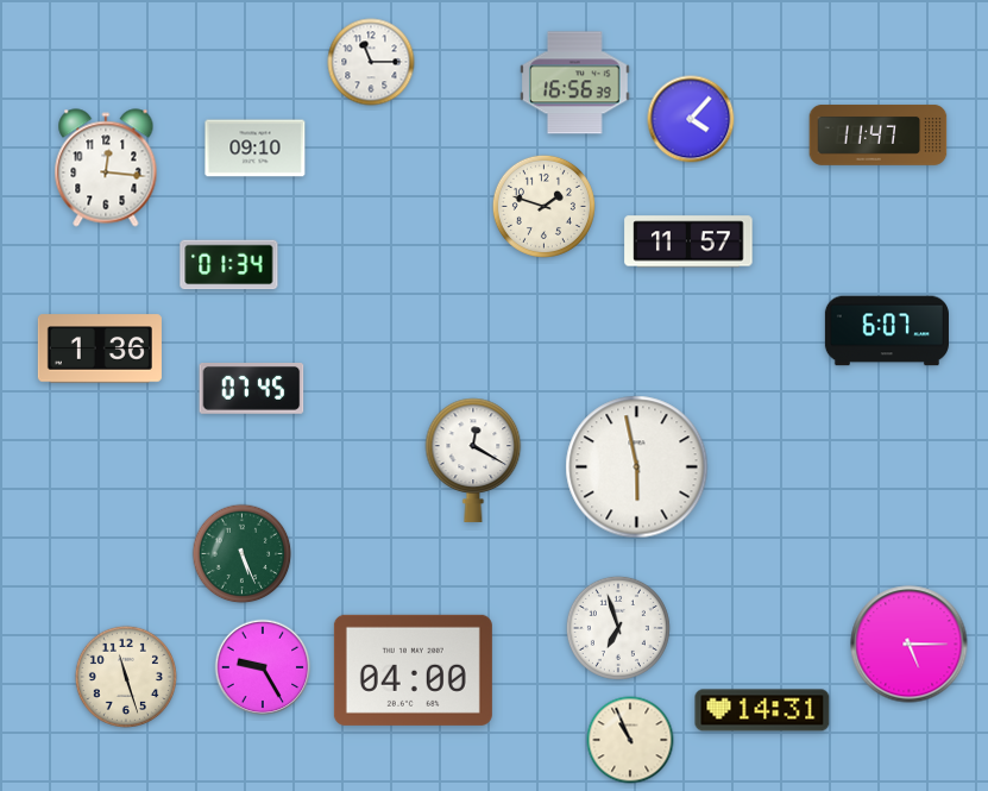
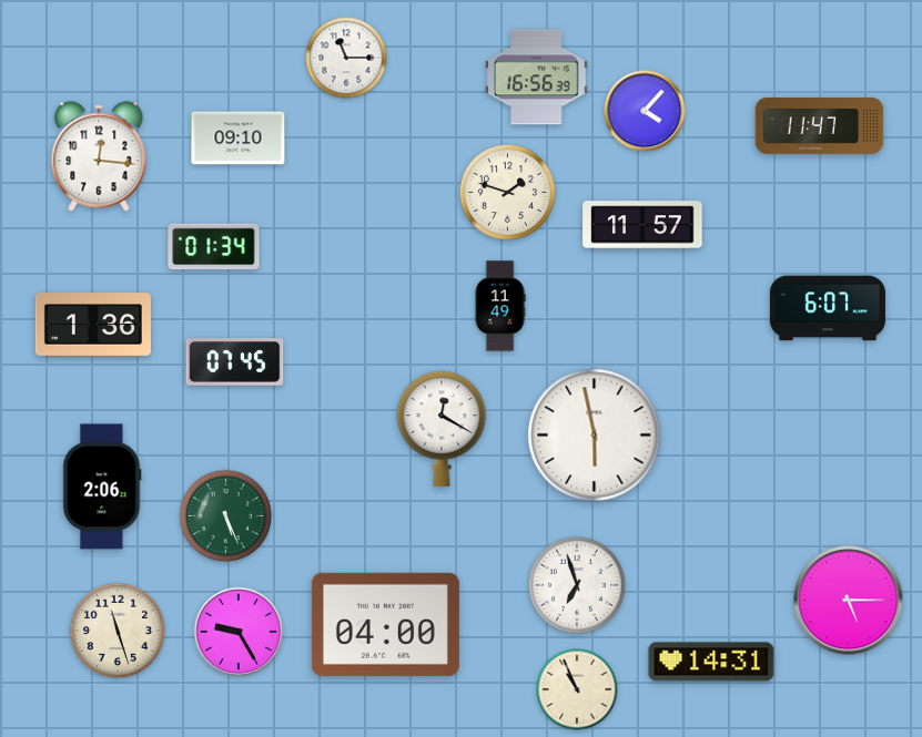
clock at (500, 306): none -> 11:49
clock at (102, 487): none -> 2:06
clock at (263, 667) position: (263, 667) -> (239, 632)
clock at (630, 740) position: (630, 740) -> (577, 689)
